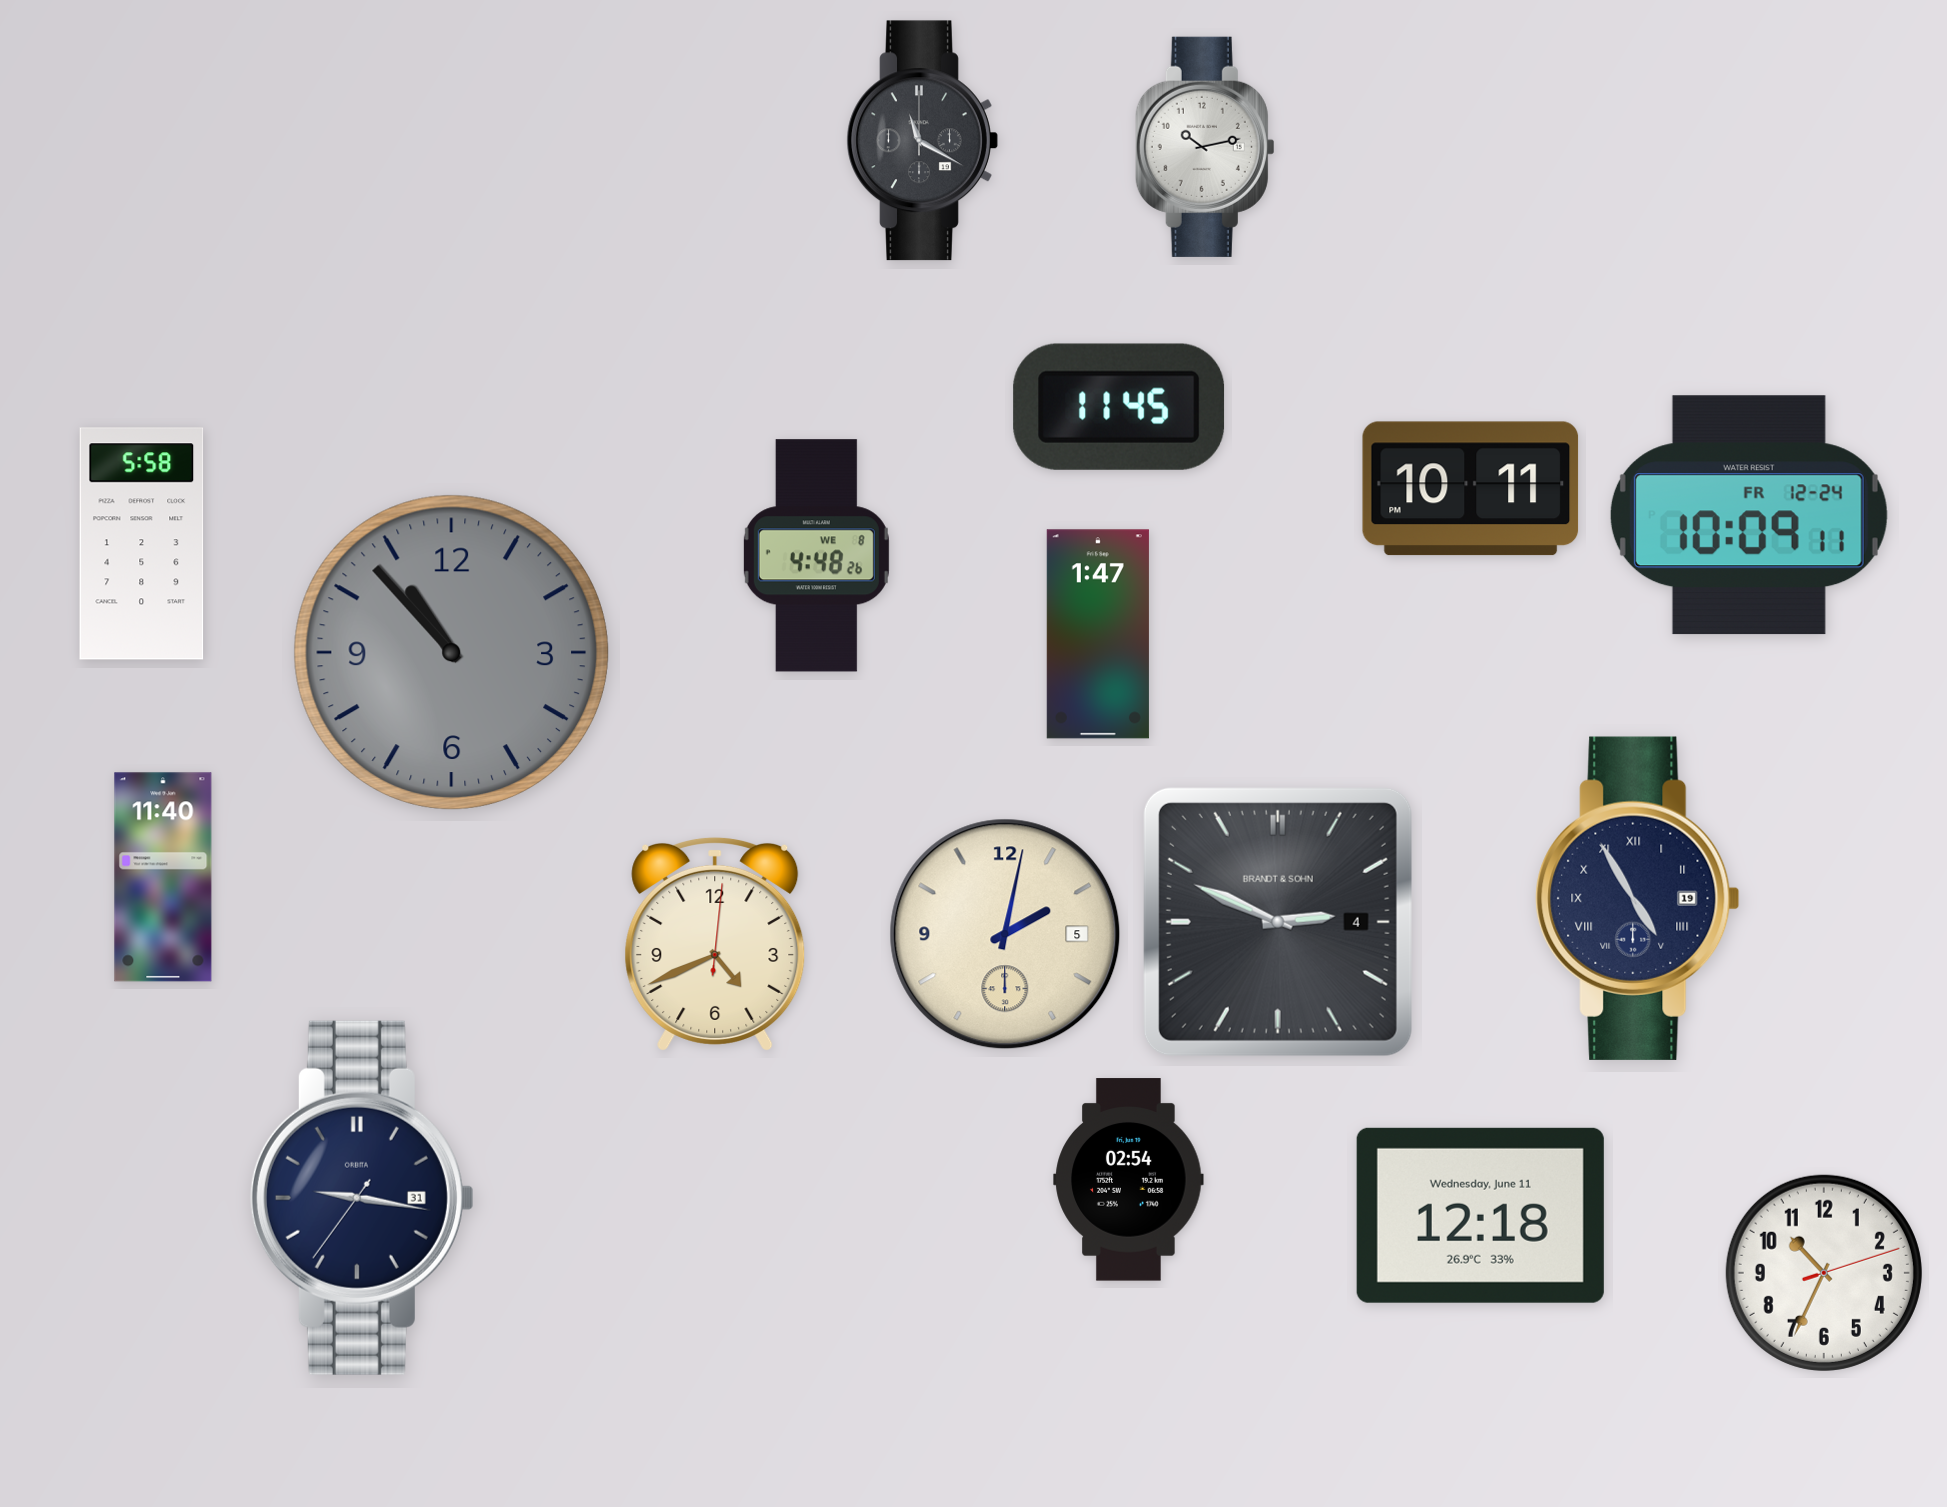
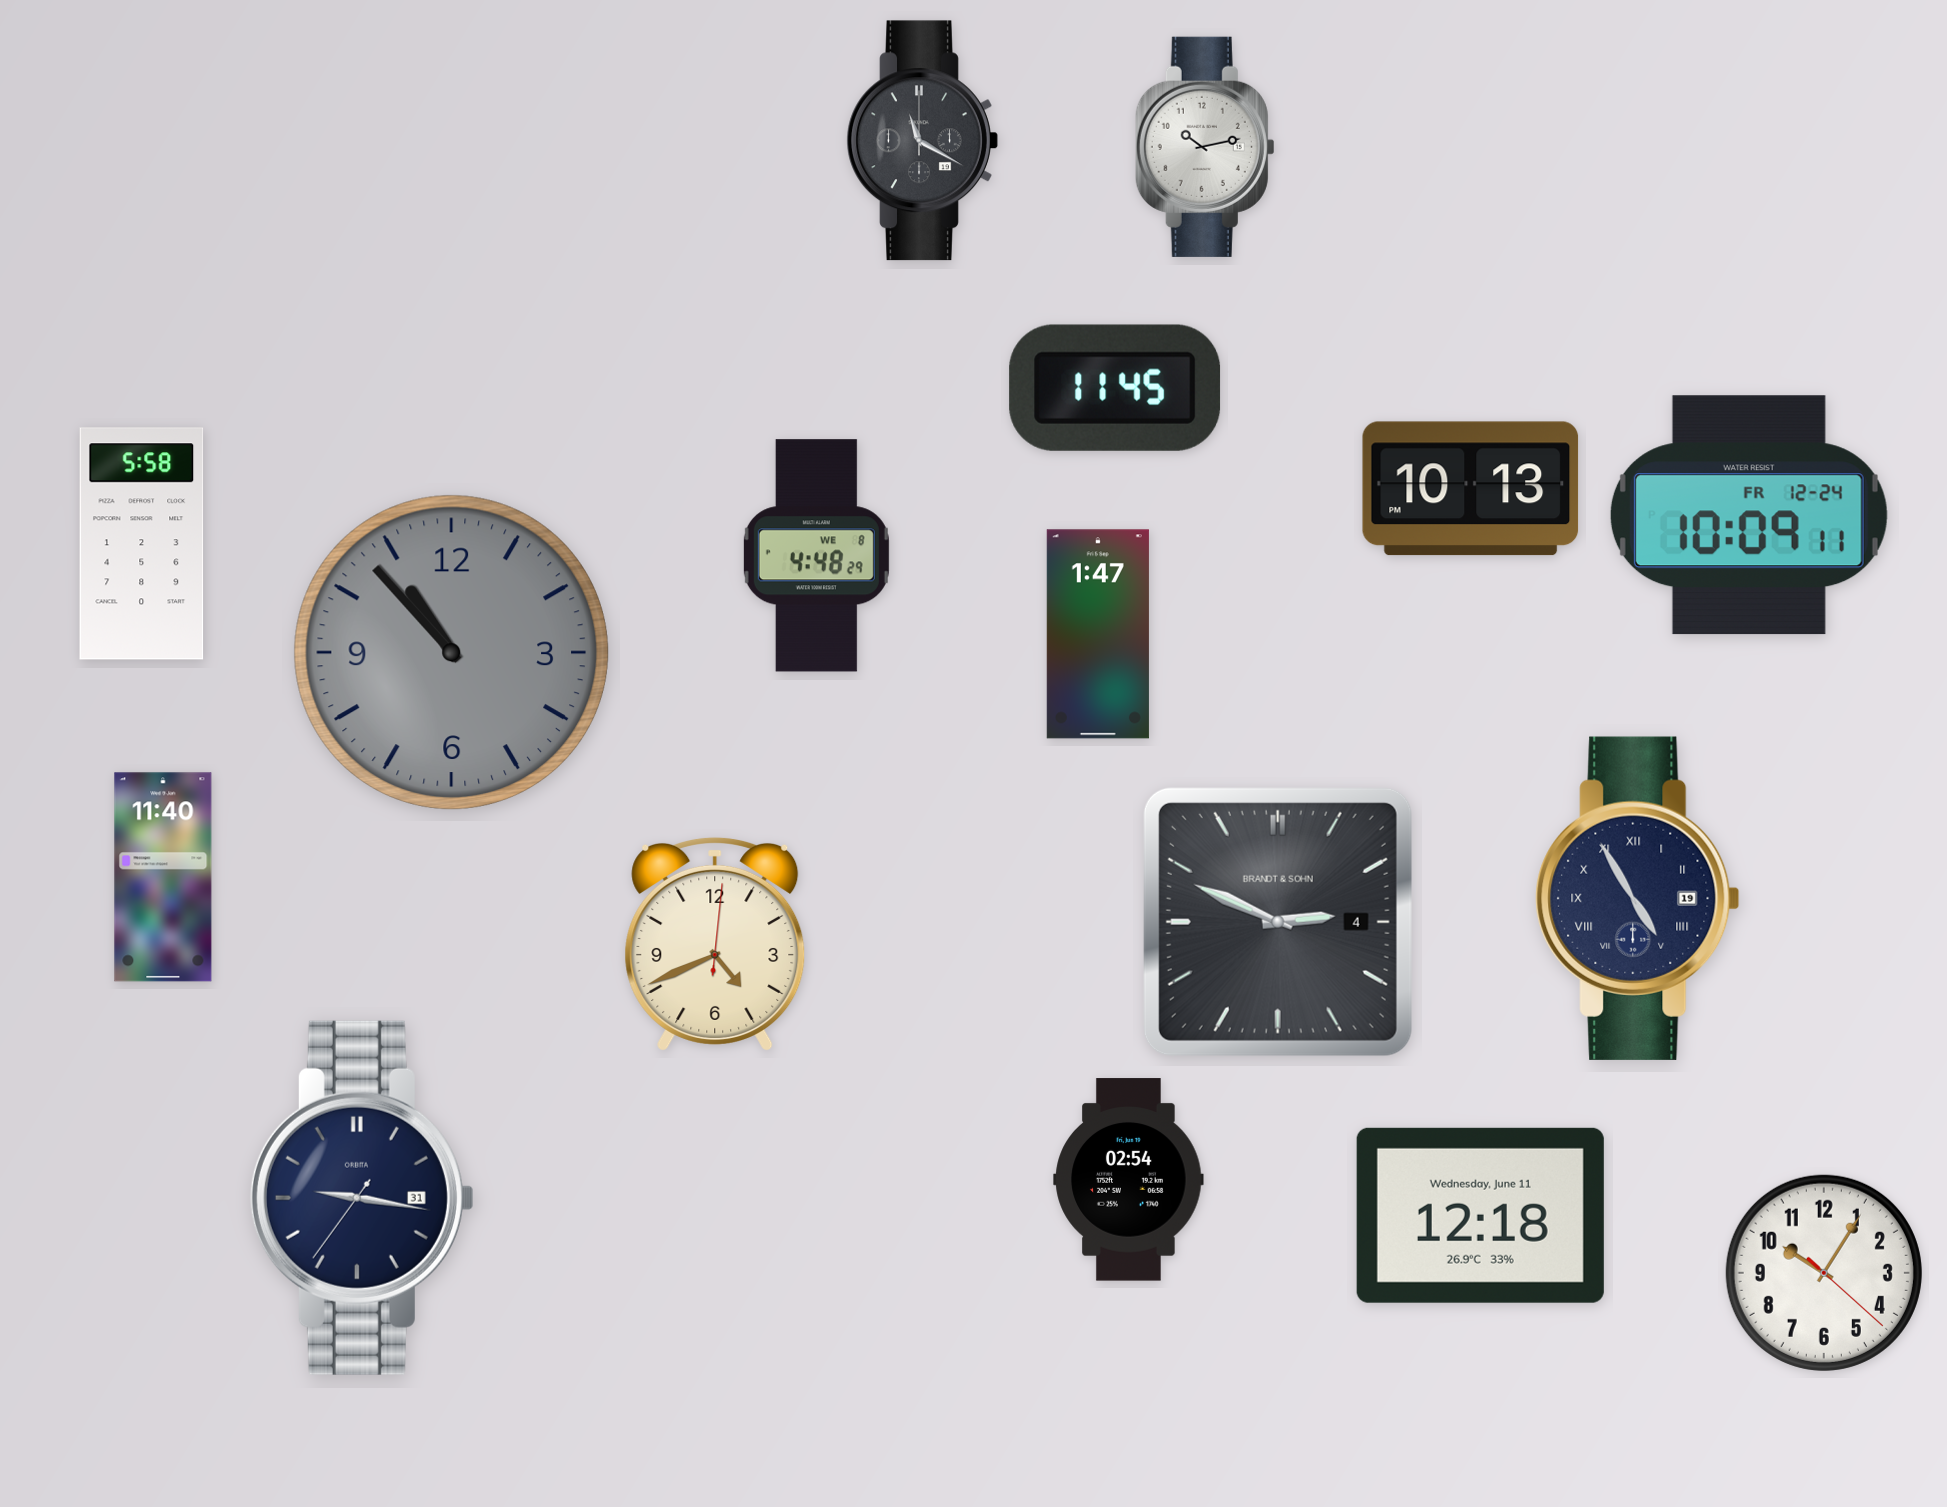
clock at (1119, 407) position: (1119, 407) -> (1115, 388)
clock at (1471, 489): 10:11 -> 10:13
clock at (816, 556): 4:48:26 -> 4:48:29
clock at (1005, 934): 2:02 -> none
clock at (1824, 1273): 10:34 -> 10:05
